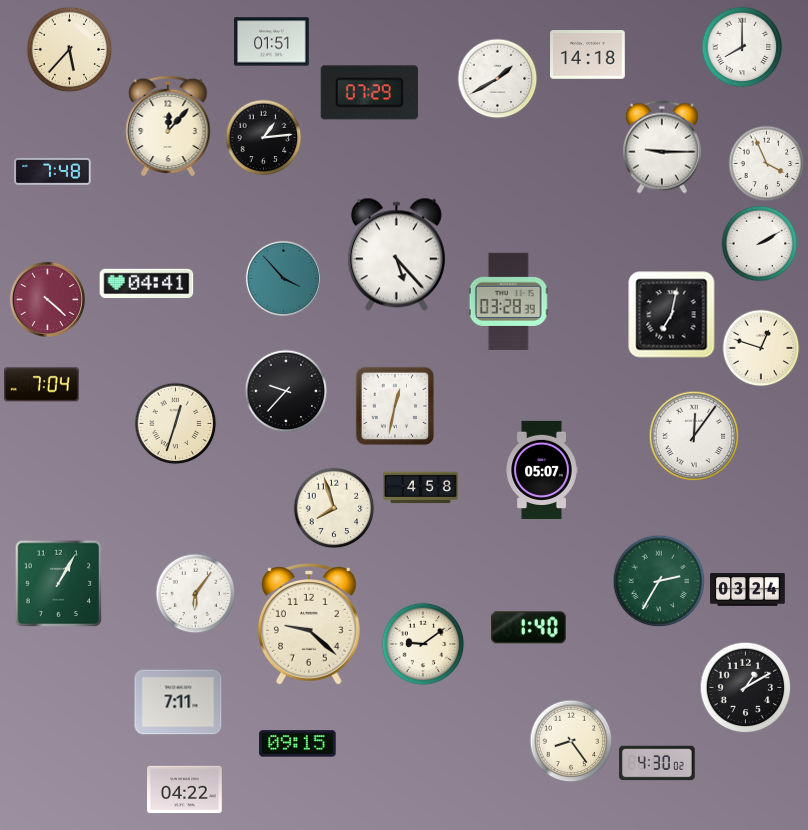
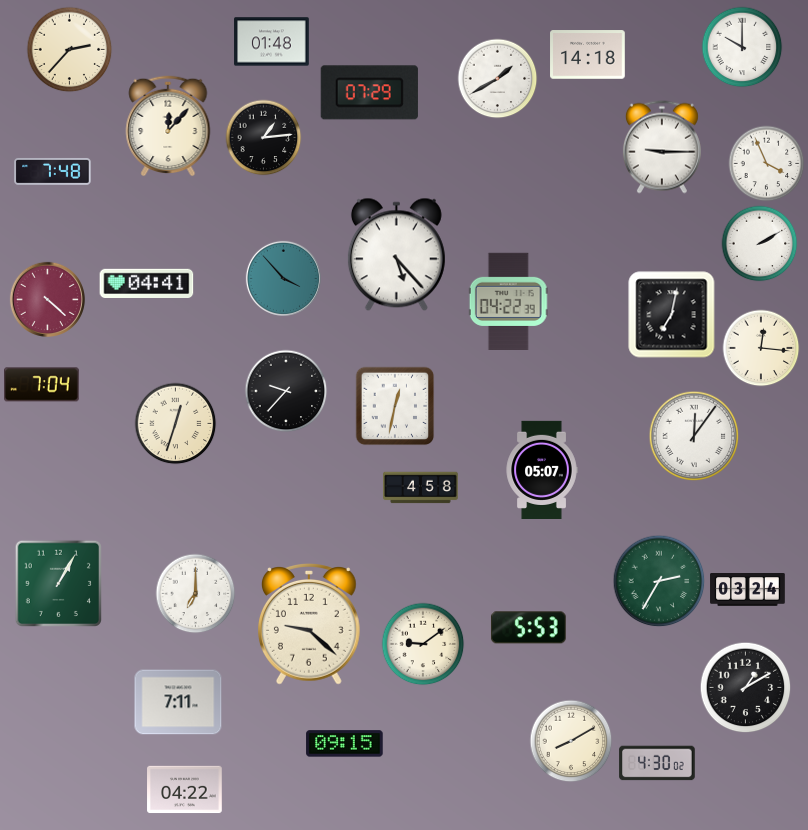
clock at (272, 42): 01:51 -> 01:48
clock at (742, 47): 8:00 -> 10:00
clock at (70, 50): 5:37 -> 2:37
clock at (508, 301): 03:28 -> 04:22
clock at (761, 348): 12:48 -> 12:16
clock at (334, 508): 7:57 -> none
clock at (196, 594): 6:06 -> 7:00
clock at (528, 628): 1:40 -> 5:53
clock at (571, 741): 8:24 -> 8:10
clock at (298, 744) position: (298, 744) -> (345, 744)
